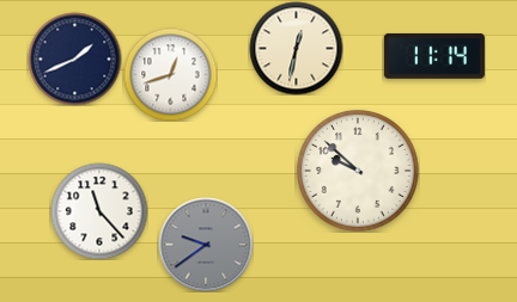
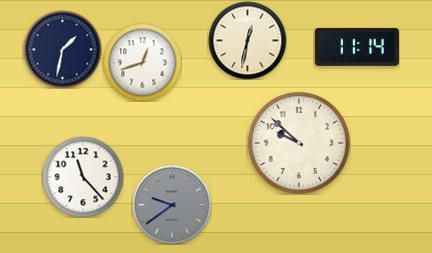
clock at (434, 56) position: (434, 56) -> (357, 47)
clock at (74, 58): 1:41 -> 1:32
